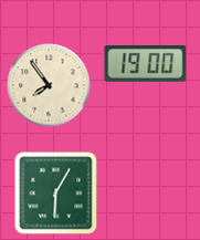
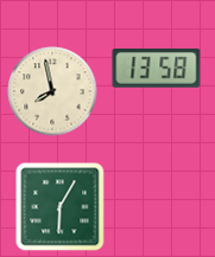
clock at (146, 64): 19:00 -> 13:58
clock at (49, 85): 7:54 -> 7:58
